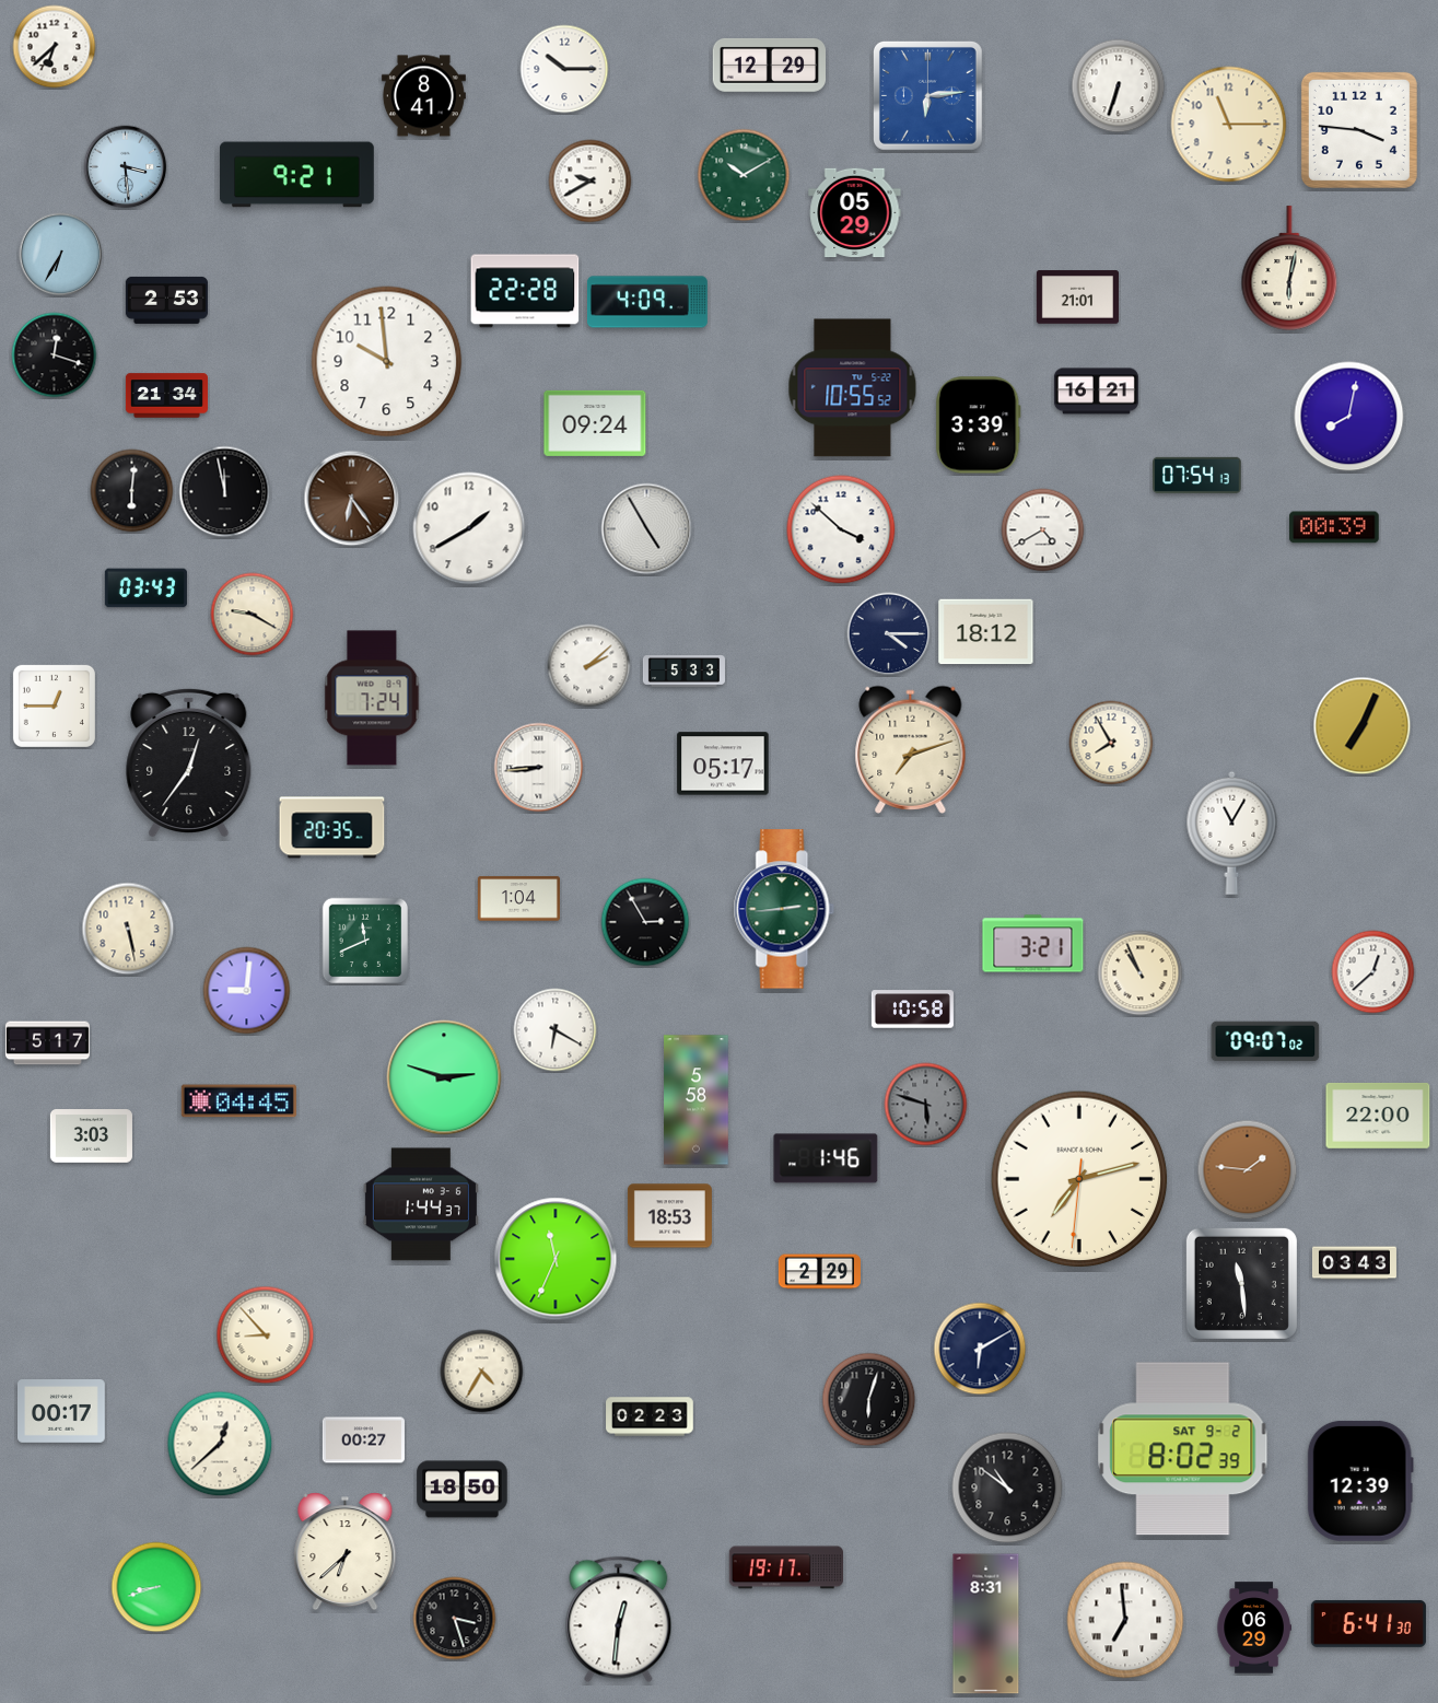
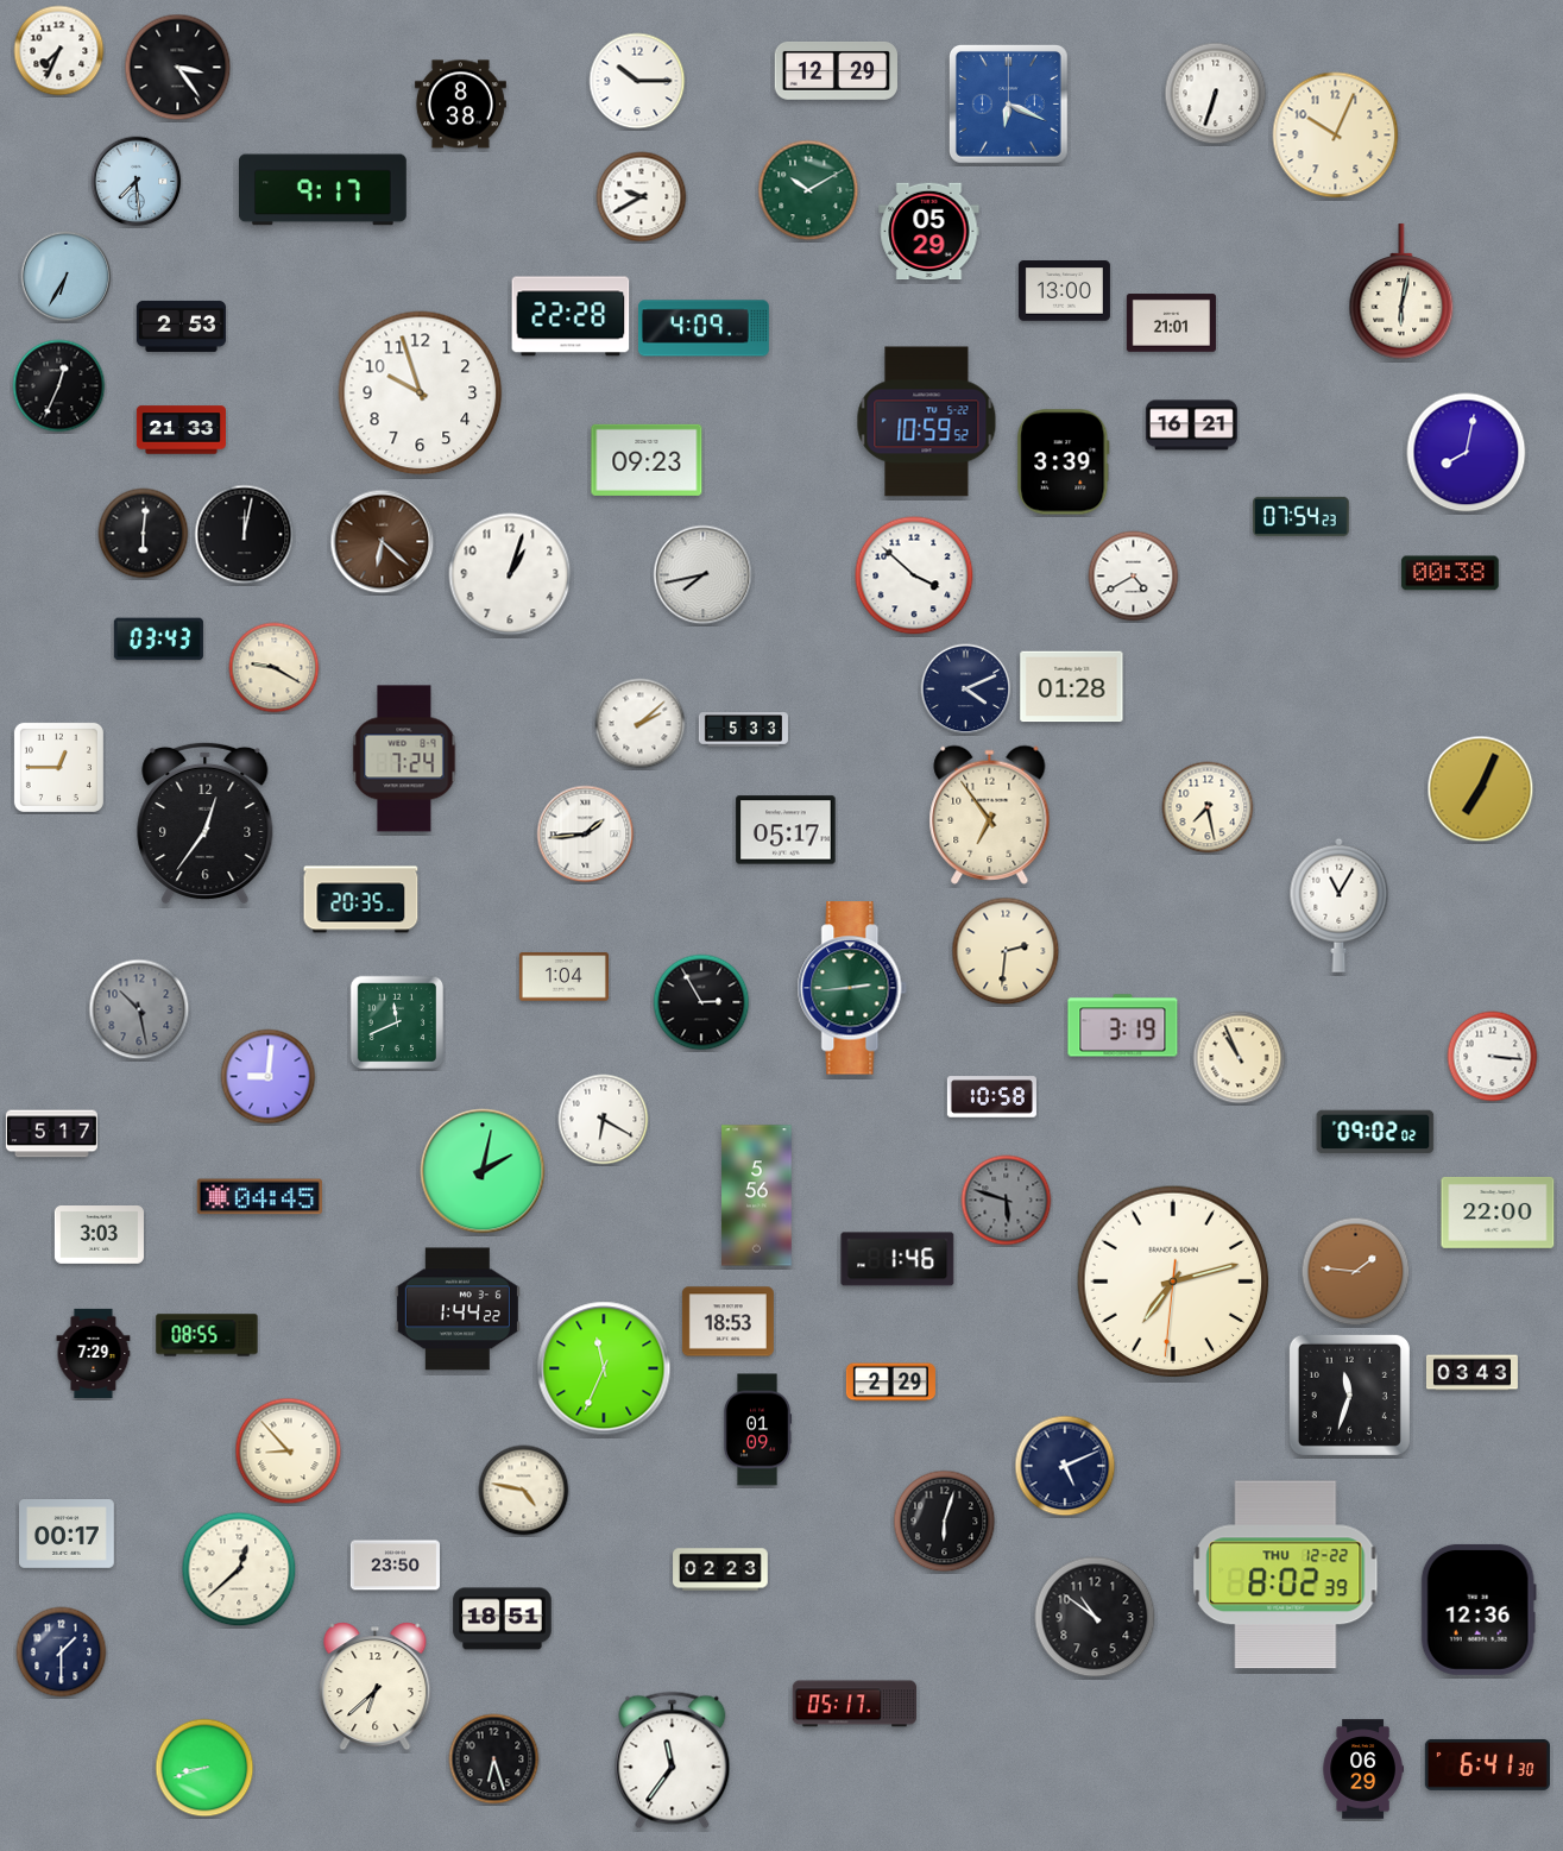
clock at (55, 47): 6:38 -> 7:34
clock at (178, 68): none -> 3:24
clock at (564, 69) position: (564, 69) -> (637, 81)
clock at (927, 95): 6:14 -> 6:19
clock at (423, 96): 8:41 -> 8:38
clock at (1229, 125): 11:15 -> 10:04
clock at (1359, 130): 3:46 -> none
clock at (126, 167): 3:29 -> 7:29
clock at (297, 175): 9:21 -> 9:17
clock at (1064, 291): none -> 13:00
clock at (55, 355): 12:18 -> 12:34
clock at (387, 362): 9:59 -> 9:57
clock at (853, 388): 10:55 -> 10:59
clock at (166, 396): 21:34 -> 21:33
clock at (595, 423): 09:24 -> 09:23
clock at (1197, 475): 07:54:13 -> 07:54:23
clock at (225, 492): 11:58 -> 12:02
clock at (352, 499): 6:24 -> 6:22
clock at (1334, 527): 00:39 -> 00:38
clock at (469, 528): 1:40 -> 1:03
clock at (647, 529): 4:55 -> 7:43
clock at (986, 632): 18:12 -> 01:28
clock at (889, 634): 4:15 -> 4:11
clock at (1111, 743): 7:55 -> 7:28
clock at (911, 749): 7:12 -> 6:54
clock at (189, 762) position: (189, 762) -> (206, 823)
clock at (539, 768): 8:44 -> 1:44
clock at (1006, 951): none -> 2:31
clock at (128, 929): 5:28 -> 10:28
clock at (128, 929) dial: cream -> grey
clock at (1033, 944): 3:21 -> 3:19
clock at (1373, 972): 12:38 -> 3:16
clock at (1265, 1041): 09:07 -> 09:02
clock at (444, 1077): 2:48 -> 2:02
clock at (697, 1100): 5:58 -> 5:56
clock at (421, 1204): 1:44:37 -> 1:44:22
clock at (207, 1335): none -> 08:55
clock at (94, 1353): none -> 7:29
clock at (1241, 1283): 11:29 -> 11:33
clock at (757, 1430): none -> 01:09
clock at (980, 1349): 6:10 -> 5:11
clock at (482, 1372): 4:35 -> 4:47
clock at (650, 1416) position: (650, 1416) -> (720, 1569)
clock at (363, 1440): 00:27 -> 23:50
clock at (1183, 1449) date: SAT 9-2 -> THU 12-22
clock at (1360, 1481): 12:39 -> 12:36
clock at (463, 1490): 18:50 -> 18:51
clock at (62, 1652): none -> 1:30
clock at (785, 1567): 19:17 -> 05:17
clock at (156, 1587) position: (156, 1587) -> (204, 1768)
clock at (455, 1619): 3:27 -> 6:27
clock at (619, 1620): 12:31 -> 11:36
clock at (1125, 1620): 6:59 -> none
clock at (986, 1624): 8:31 -> none
